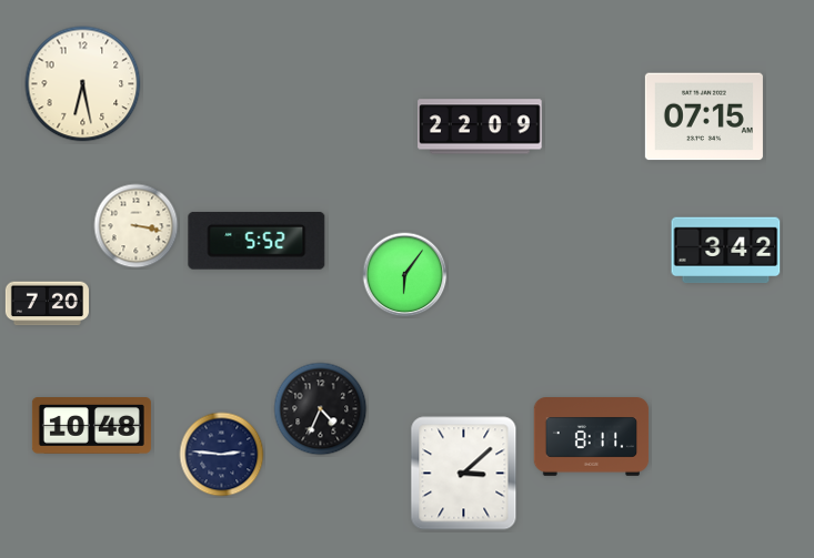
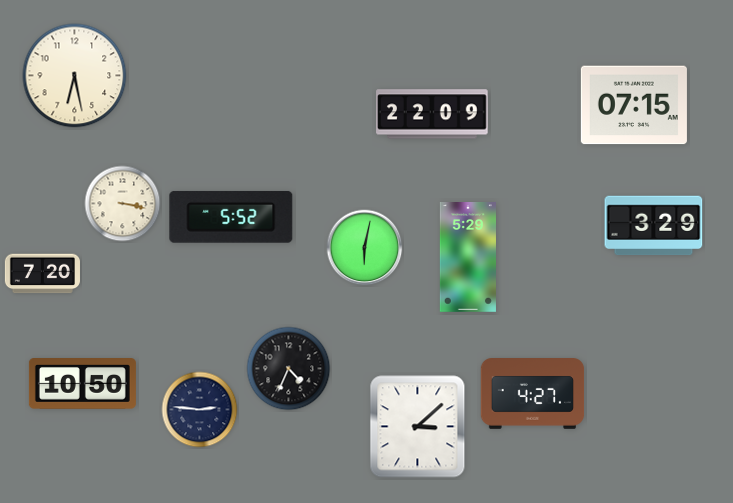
clock at (726, 251): 3:42 -> 3:29
clock at (405, 275): 6:06 -> 6:02
clock at (468, 258): none -> 5:29
clock at (91, 426): 10:48 -> 10:50
clock at (592, 437): 8:11 -> 4:27
